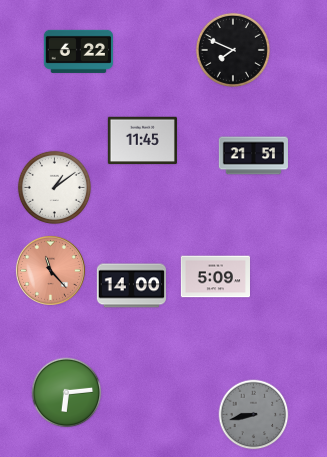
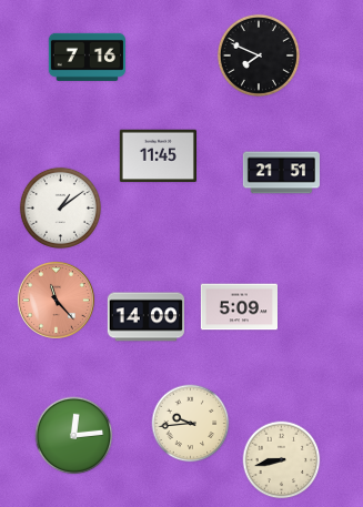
clock at (78, 51): 6:22 -> 7:16
clock at (191, 424): none -> 9:44
clock at (67, 393): 6:14 -> 12:14
clock at (254, 415) dial: grey -> cream
